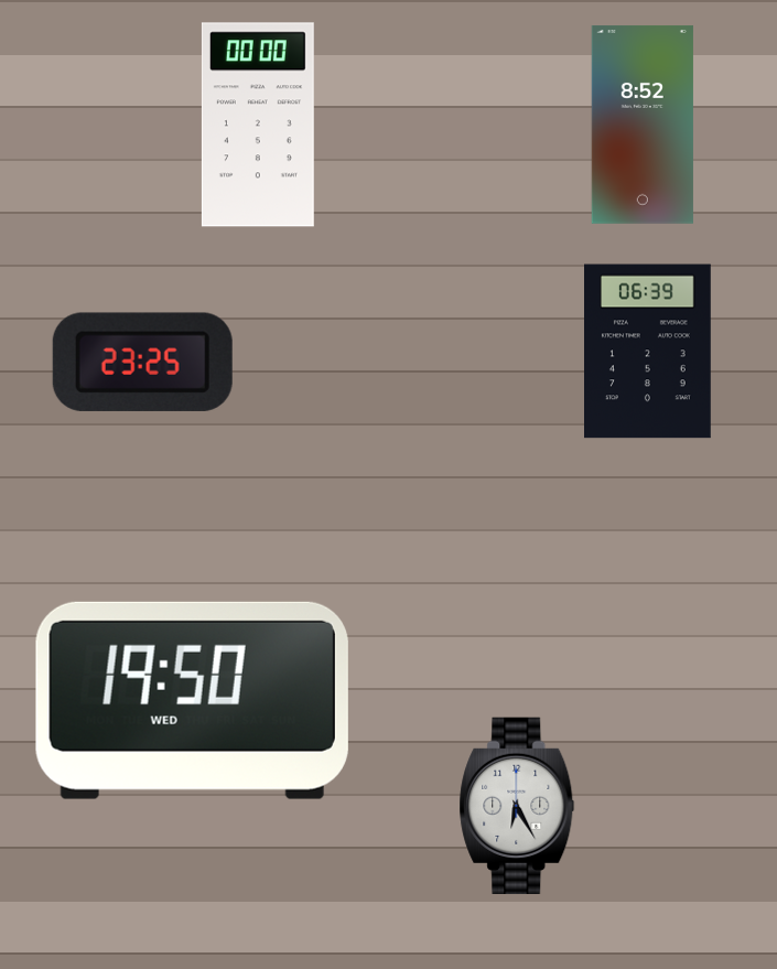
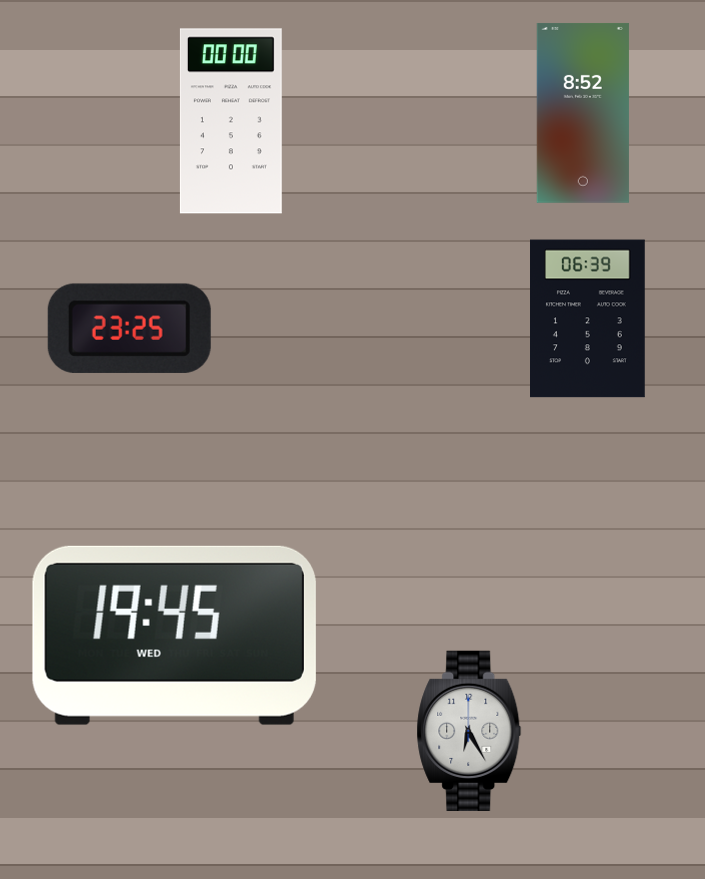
clock at (258, 125) position: (258, 125) -> (231, 121)
clock at (192, 700): 19:50 -> 19:45
